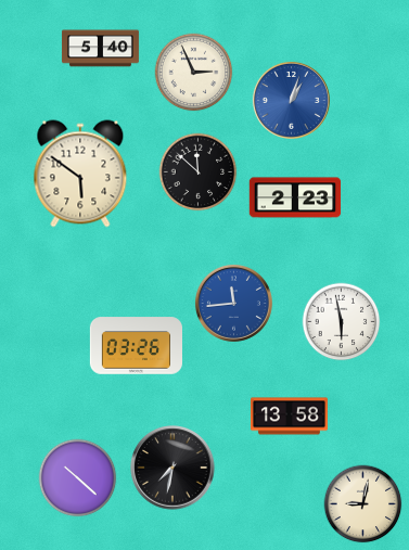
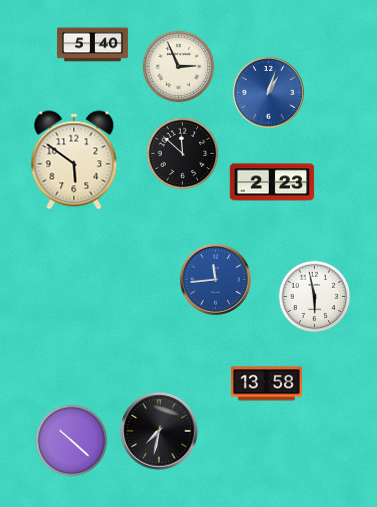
clock at (199, 172) position: (199, 172) -> (183, 154)
clock at (136, 346): 03:26 -> none
clock at (363, 504): 9:02 -> none
